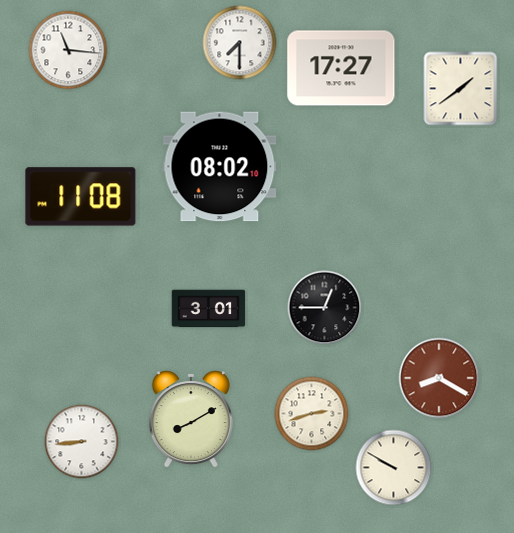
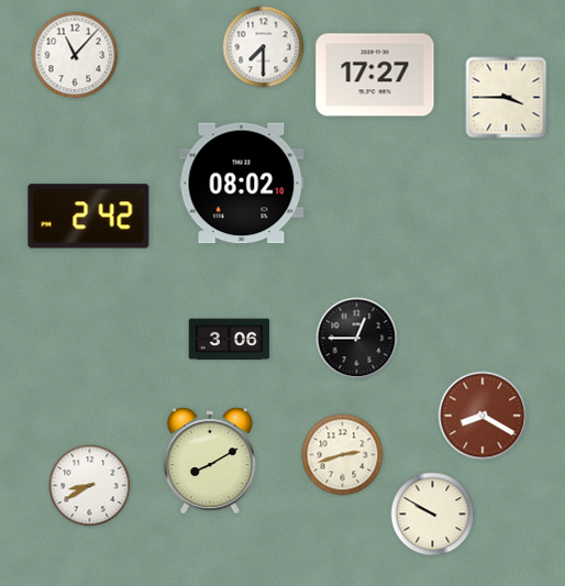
clock at (68, 50): 11:16 -> 11:07
clock at (461, 89): 1:39 -> 3:45
clock at (81, 197): 11:08 -> 2:42
clock at (209, 309): 3:01 -> 3:06
clock at (82, 442): 8:44 -> 8:40
